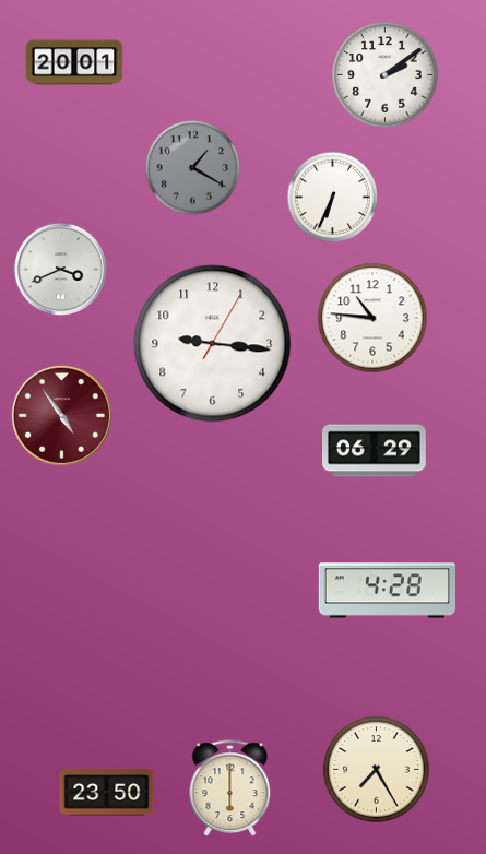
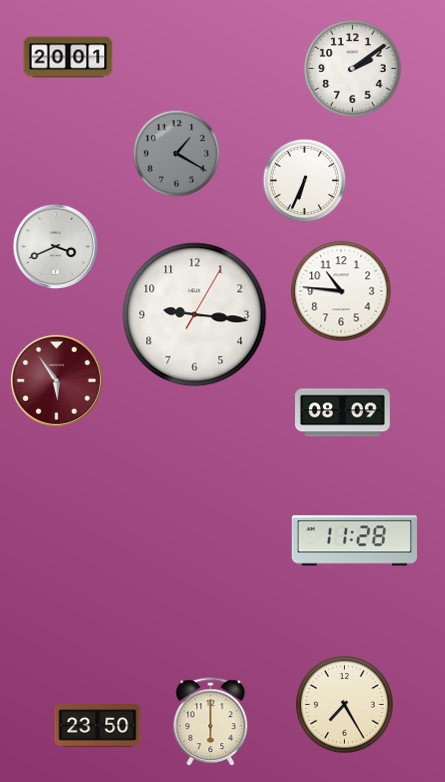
clock at (61, 415): 4:54 -> 5:54
clock at (375, 451): 06:29 -> 08:09
clock at (387, 591): 4:28 -> 11:28
